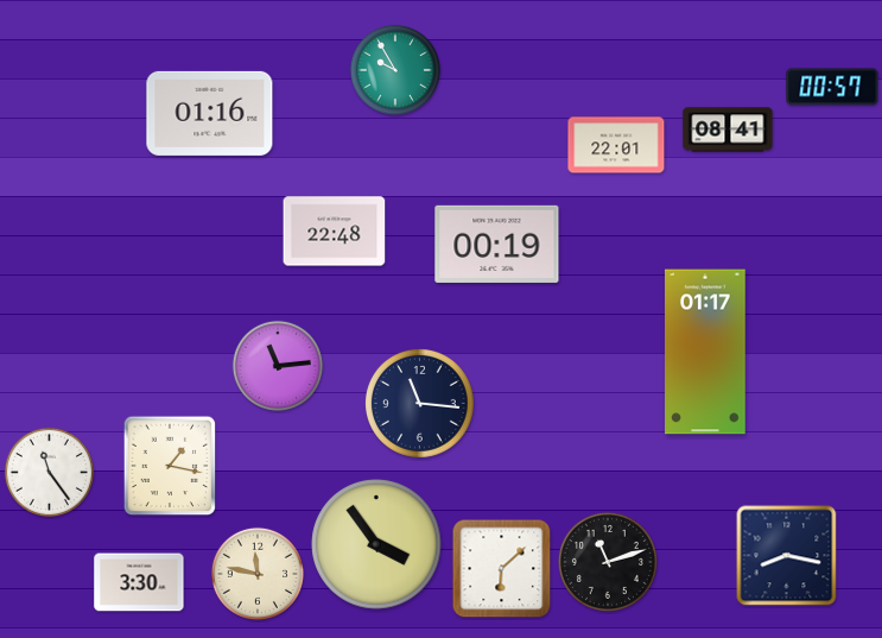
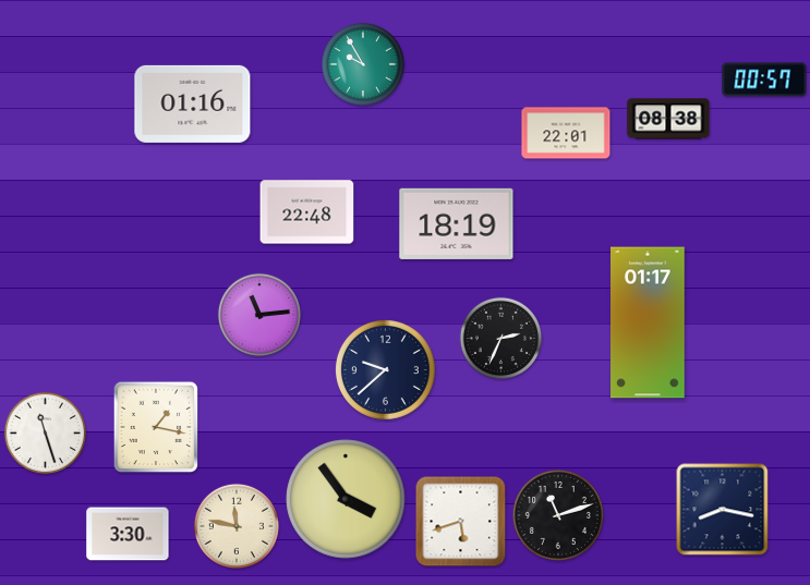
clock at (728, 130): 08:41 -> 08:38
clock at (497, 244): 00:19 -> 18:19
clock at (278, 366) position: (278, 366) -> (259, 315)
clock at (500, 338): none -> 2:34
clock at (419, 403): 11:16 -> 9:38
clock at (49, 472): 11:24 -> 11:27
clock at (502, 569): 6:08 -> 5:42
